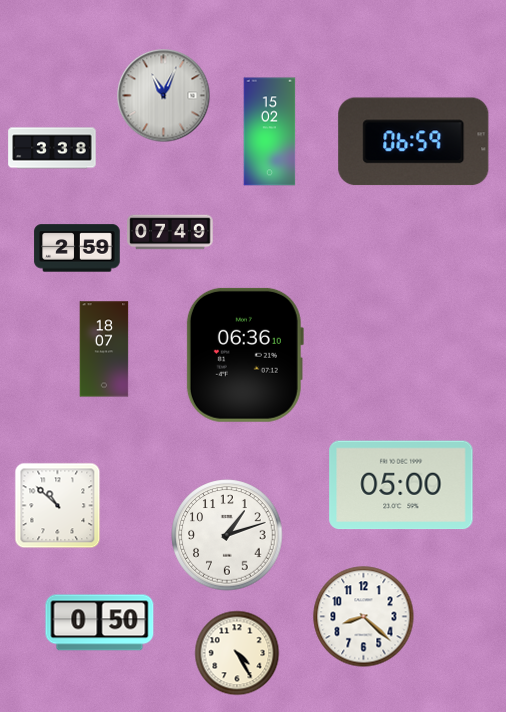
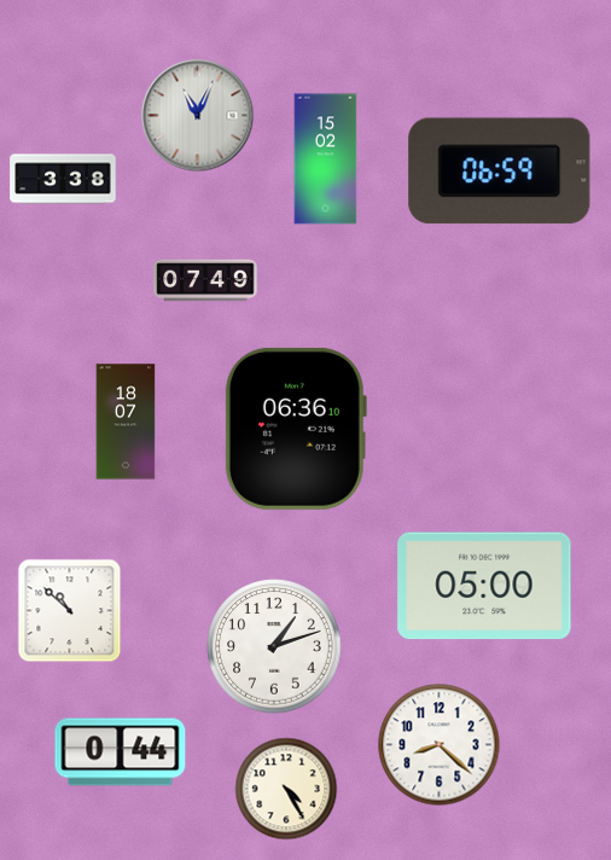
clock at (77, 248): 2:59 -> none
clock at (100, 623): 0:50 -> 0:44
